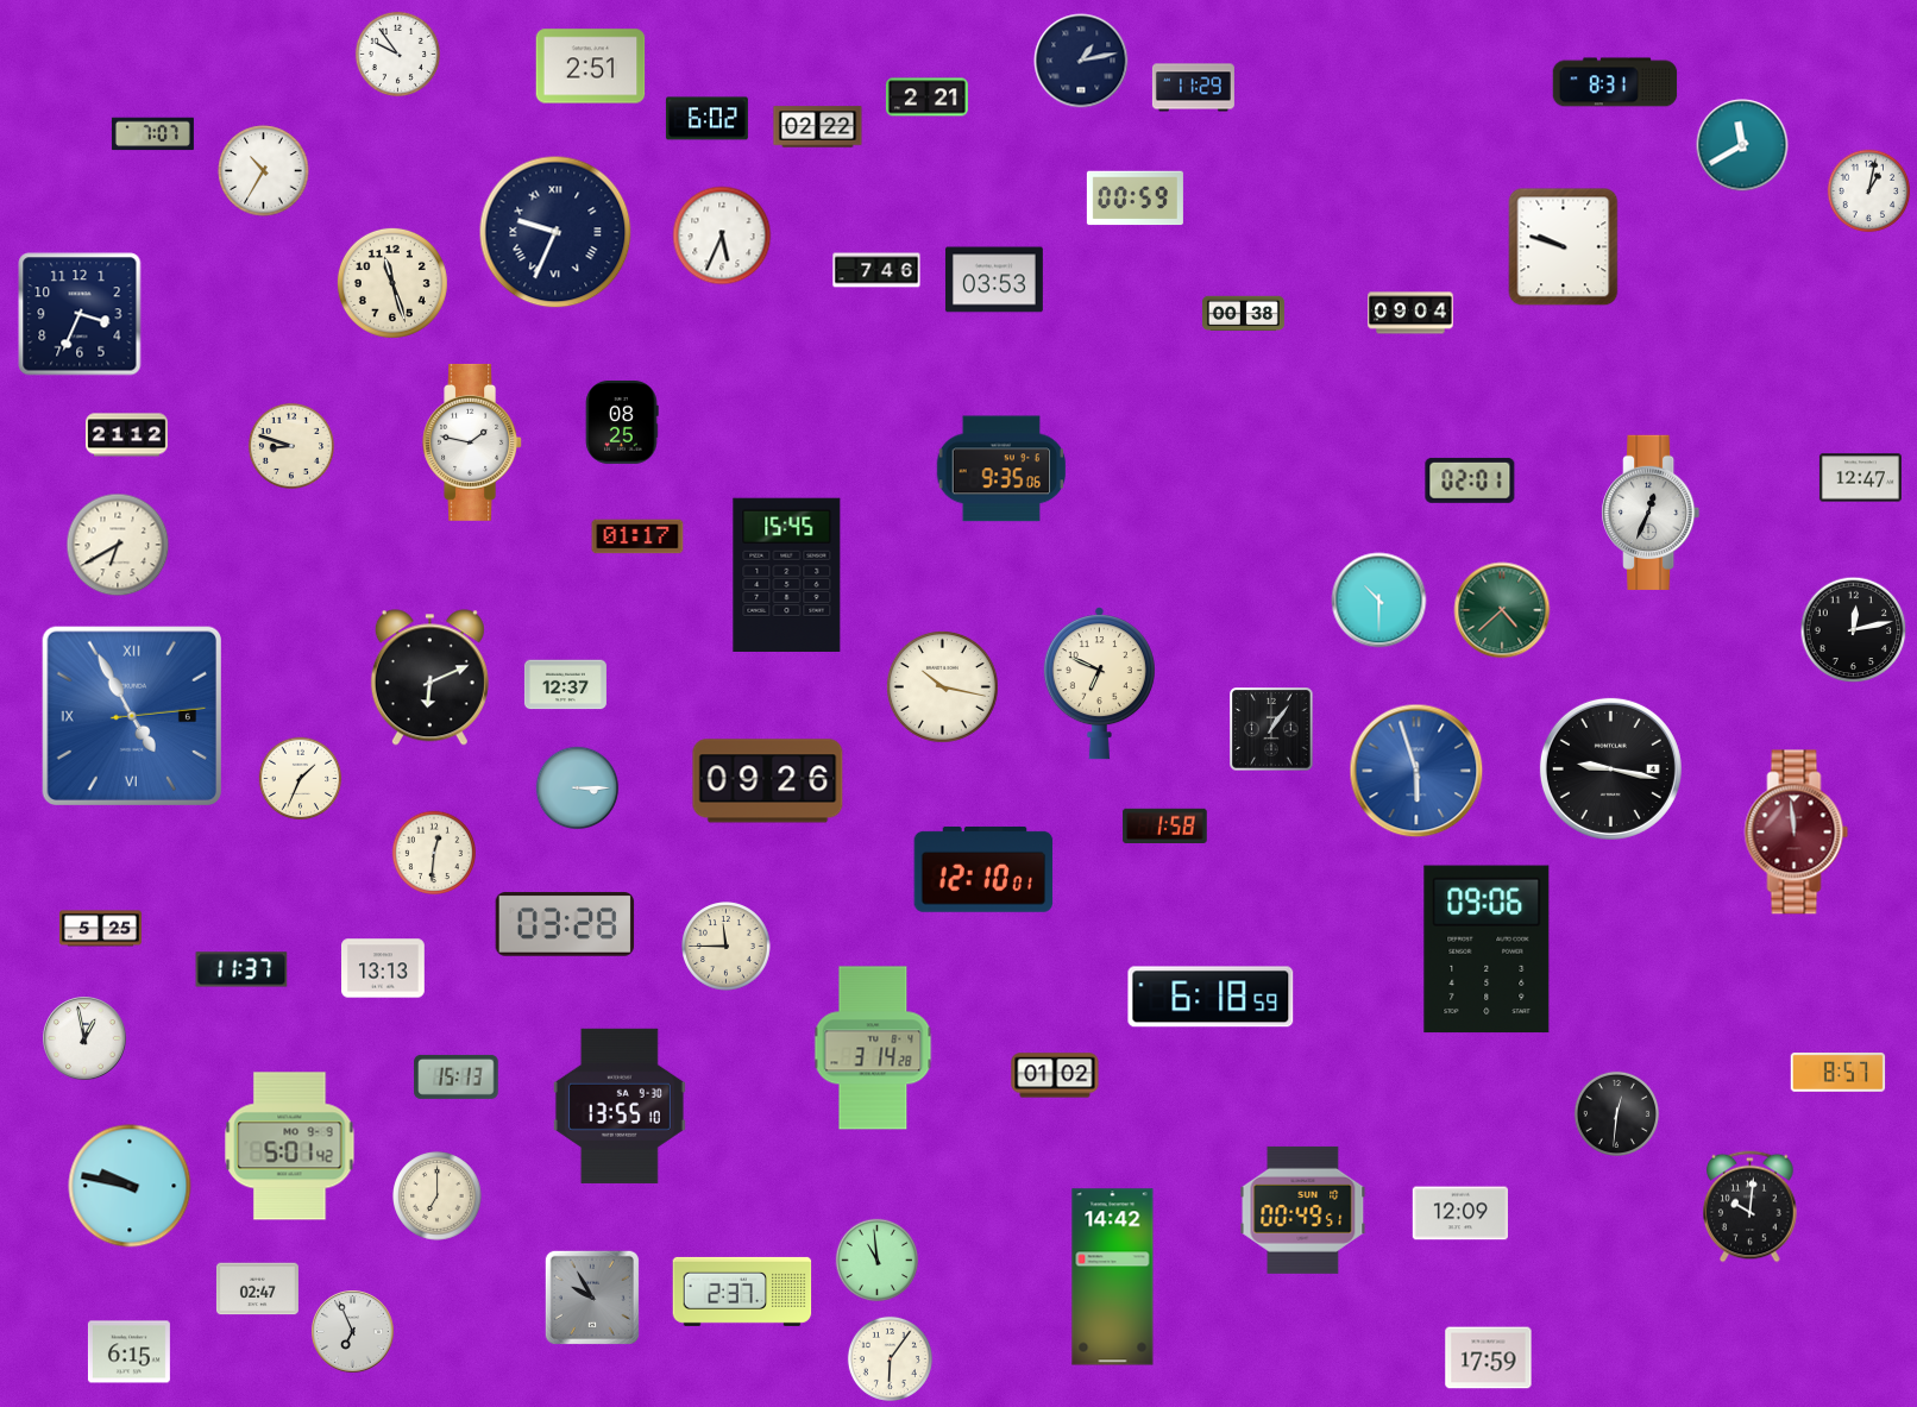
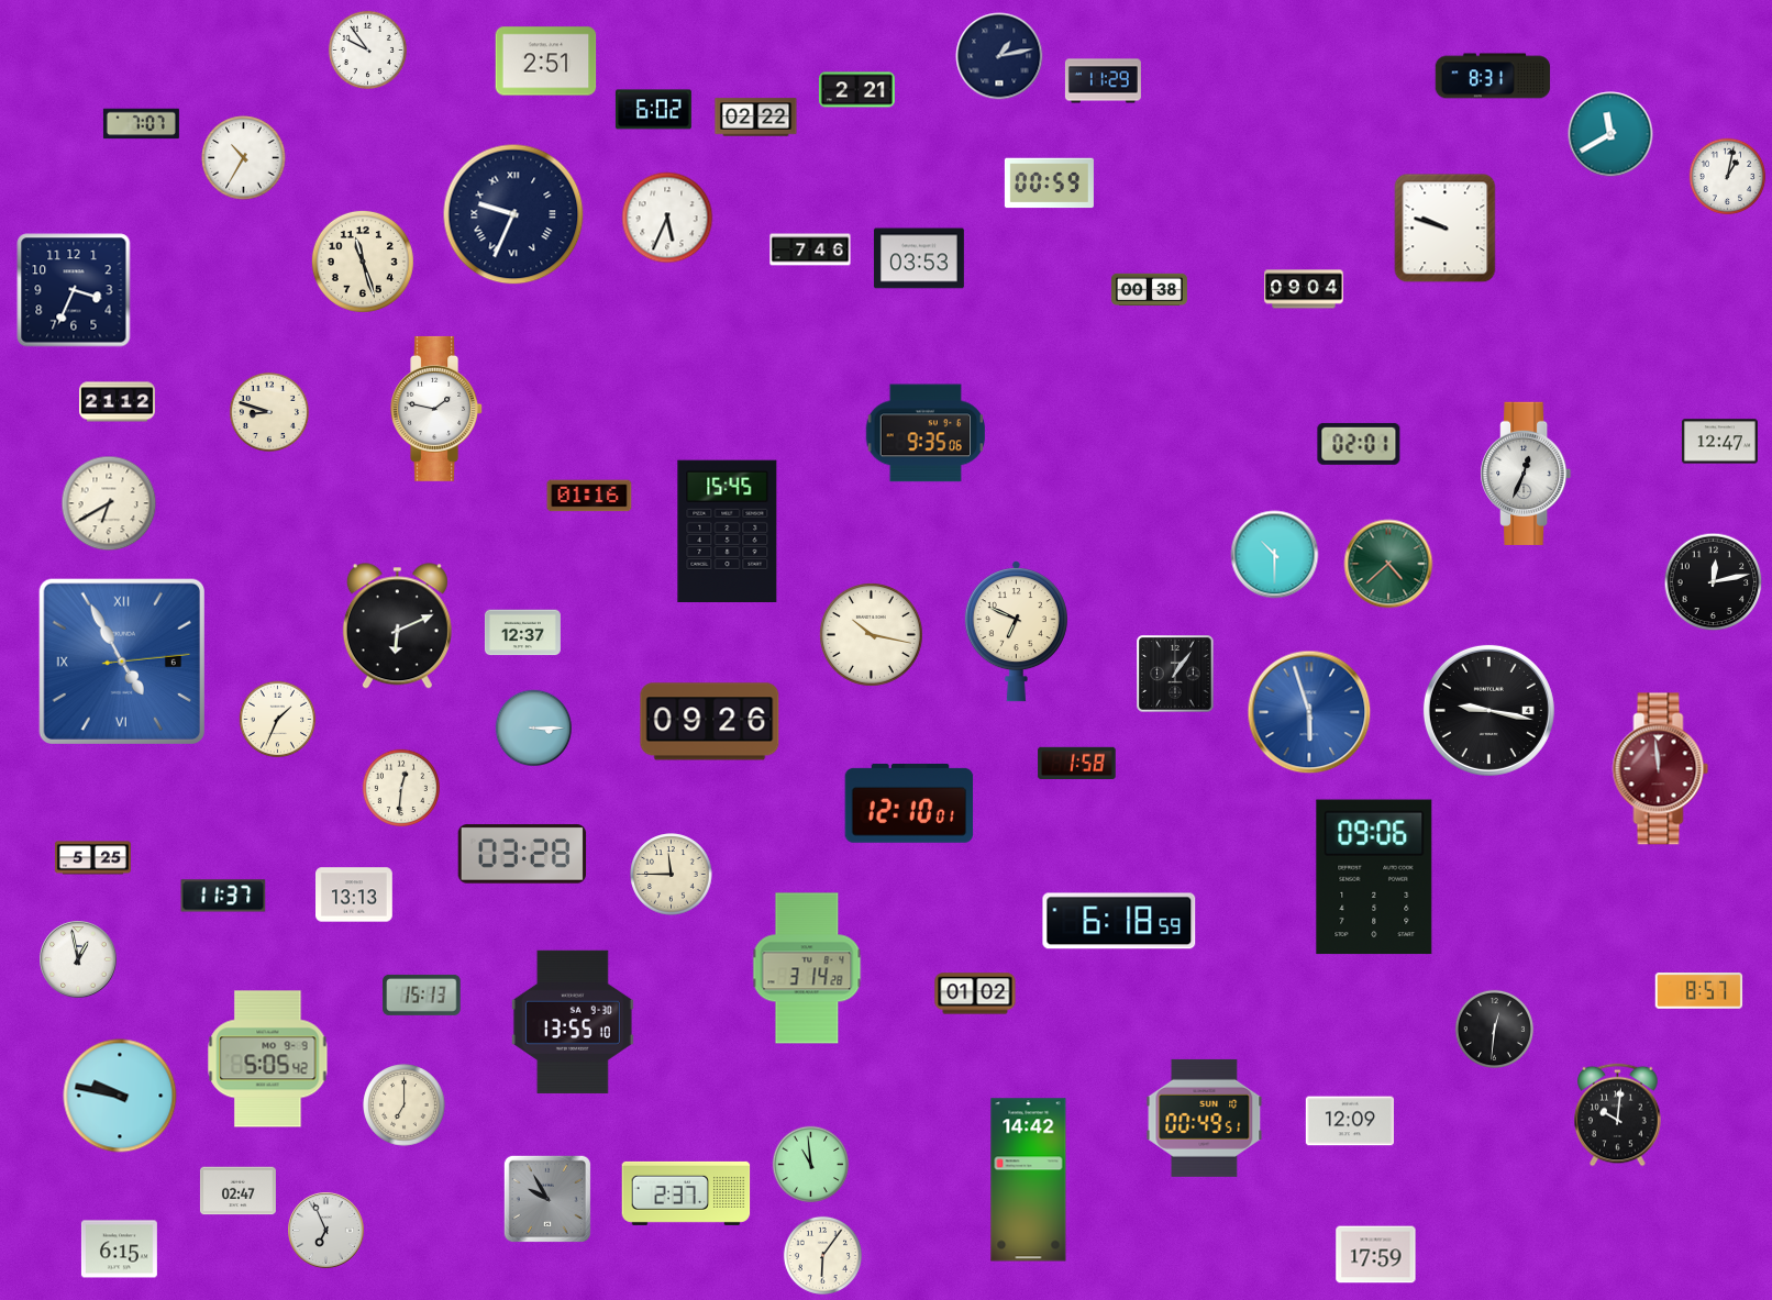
clock at (622, 423): 08:25 -> none
clock at (637, 536): 01:17 -> 01:16
clock at (290, 1147): 5:01 -> 5:05
